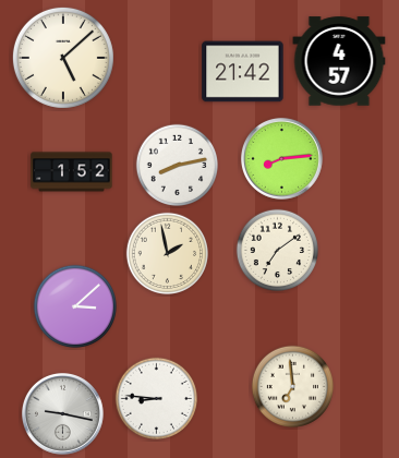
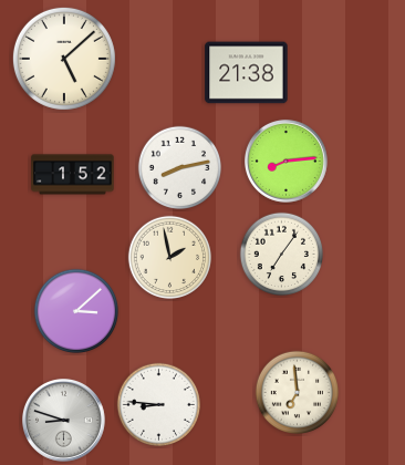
clock at (339, 61): 4:57 -> none
clock at (243, 72): 21:42 -> 21:38
clock at (277, 250): 7:09 -> 7:06
clock at (63, 414): 9:17 -> 8:48
